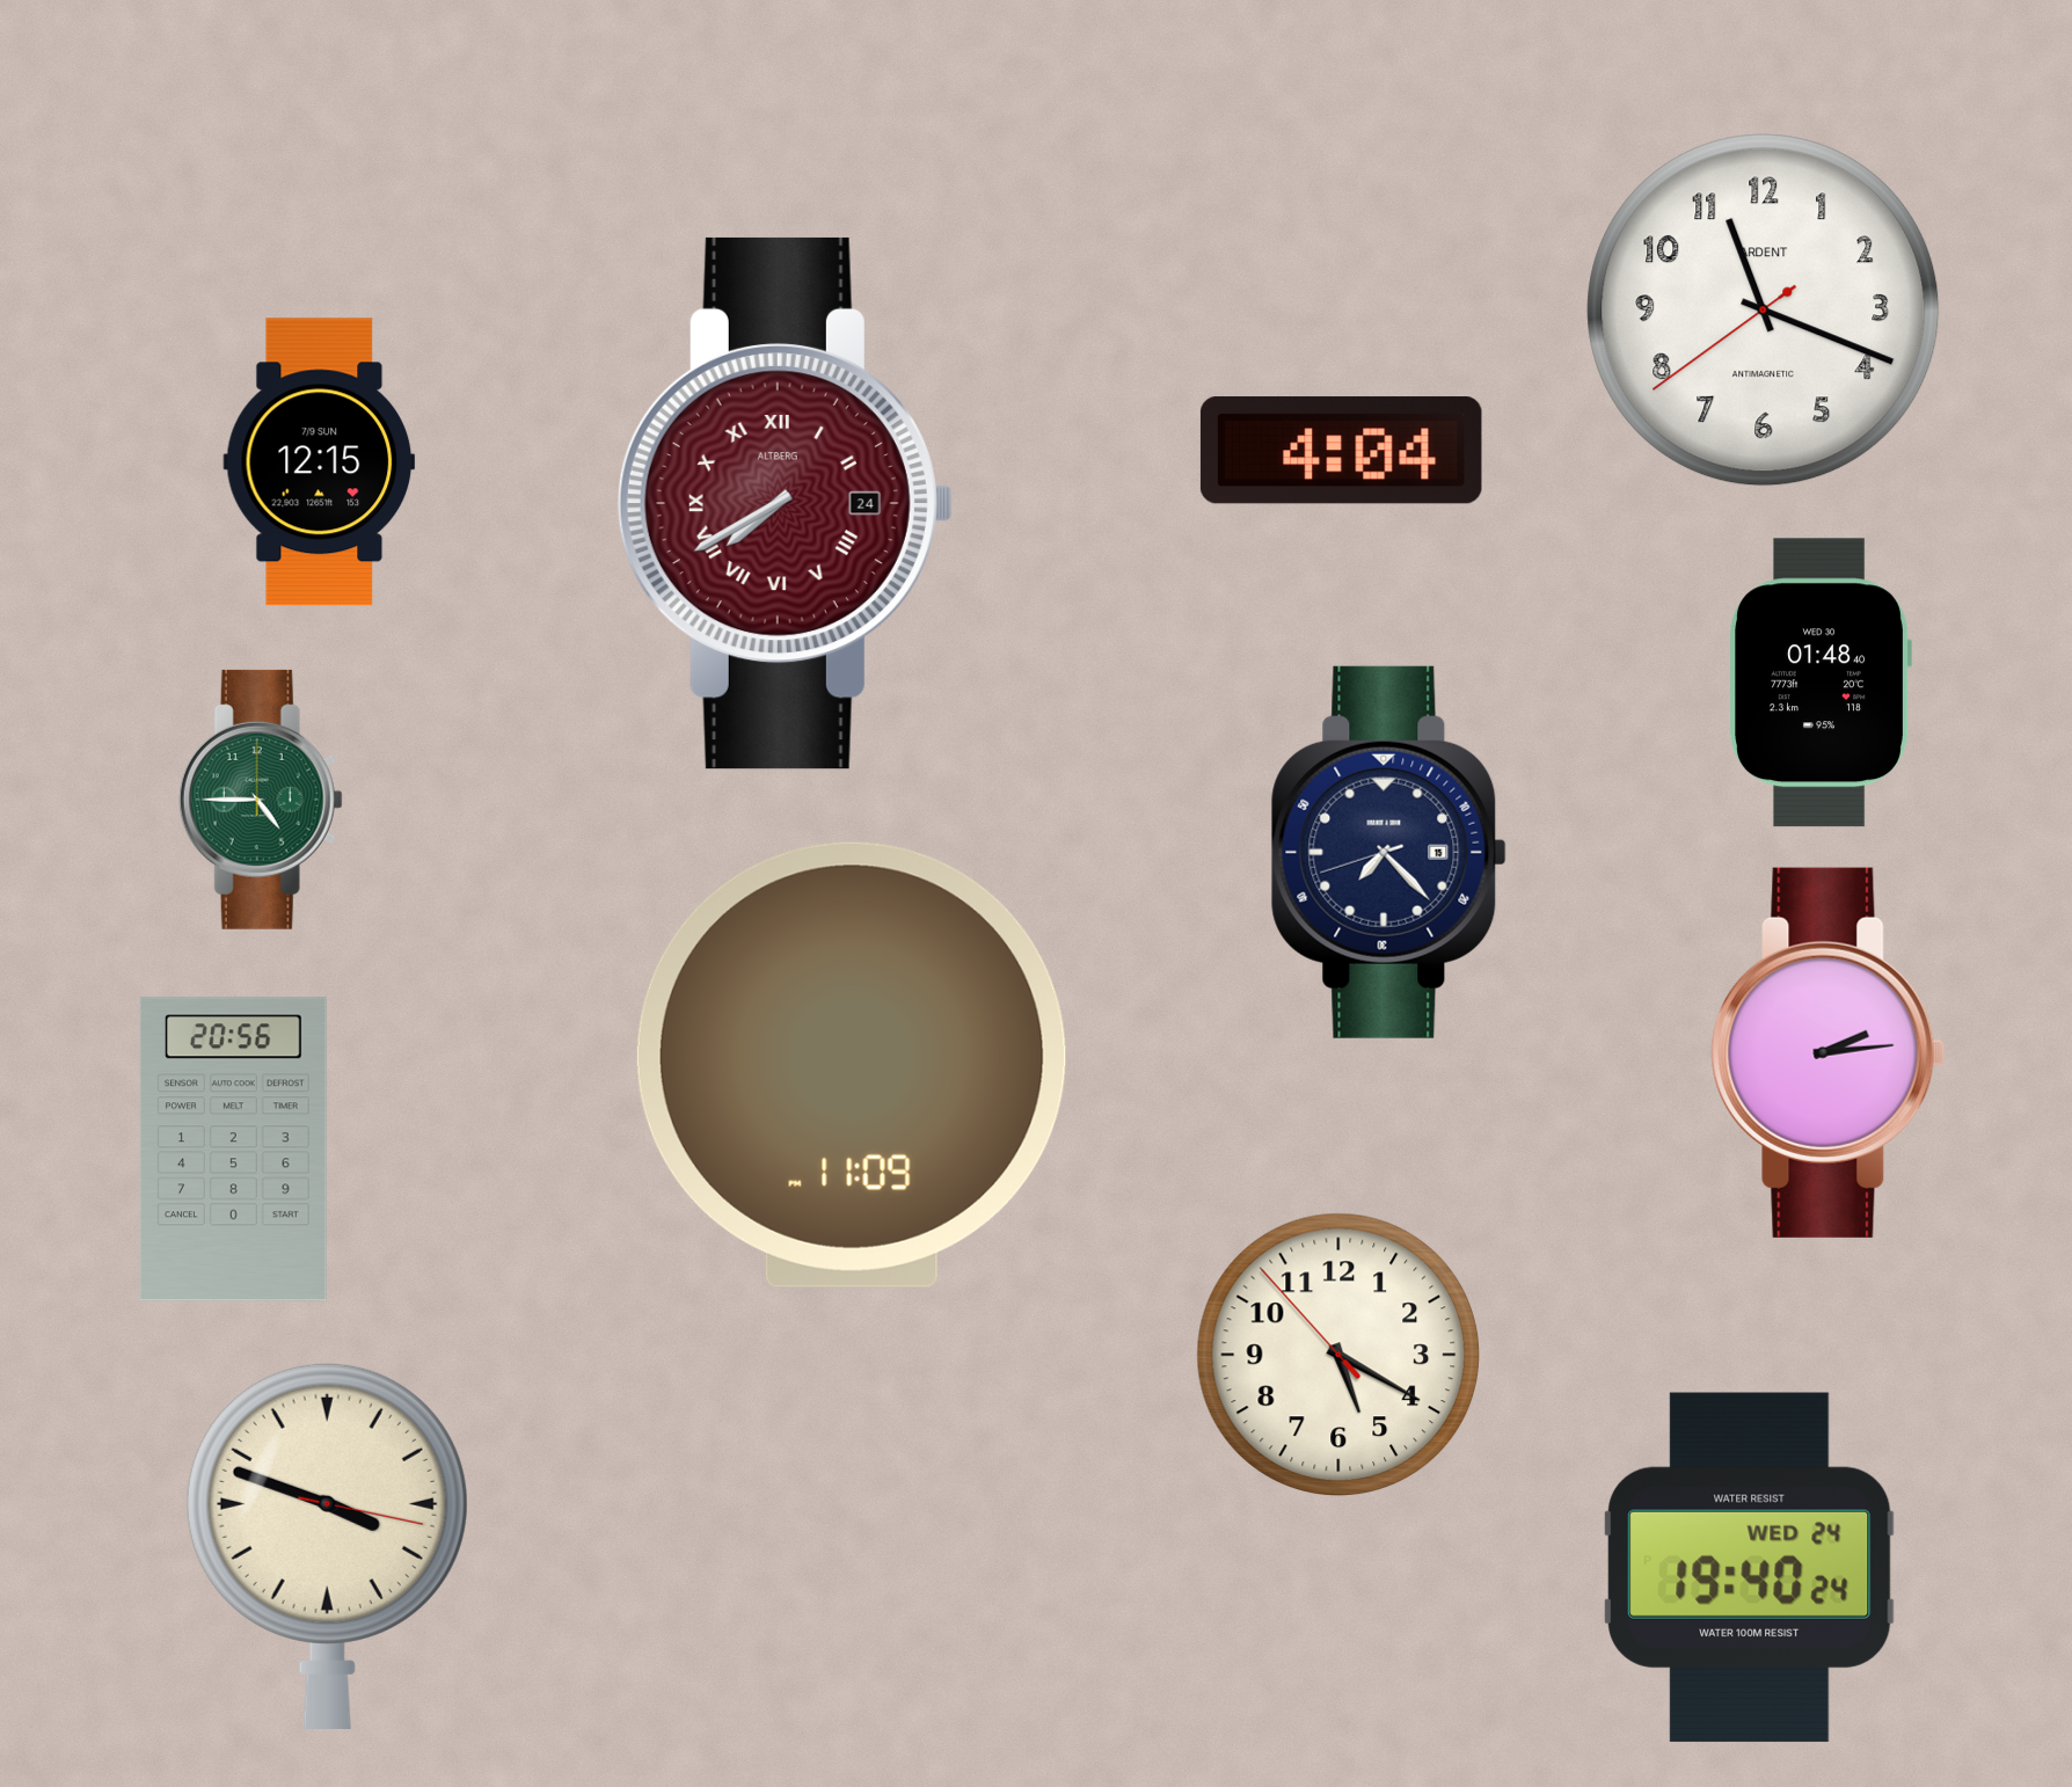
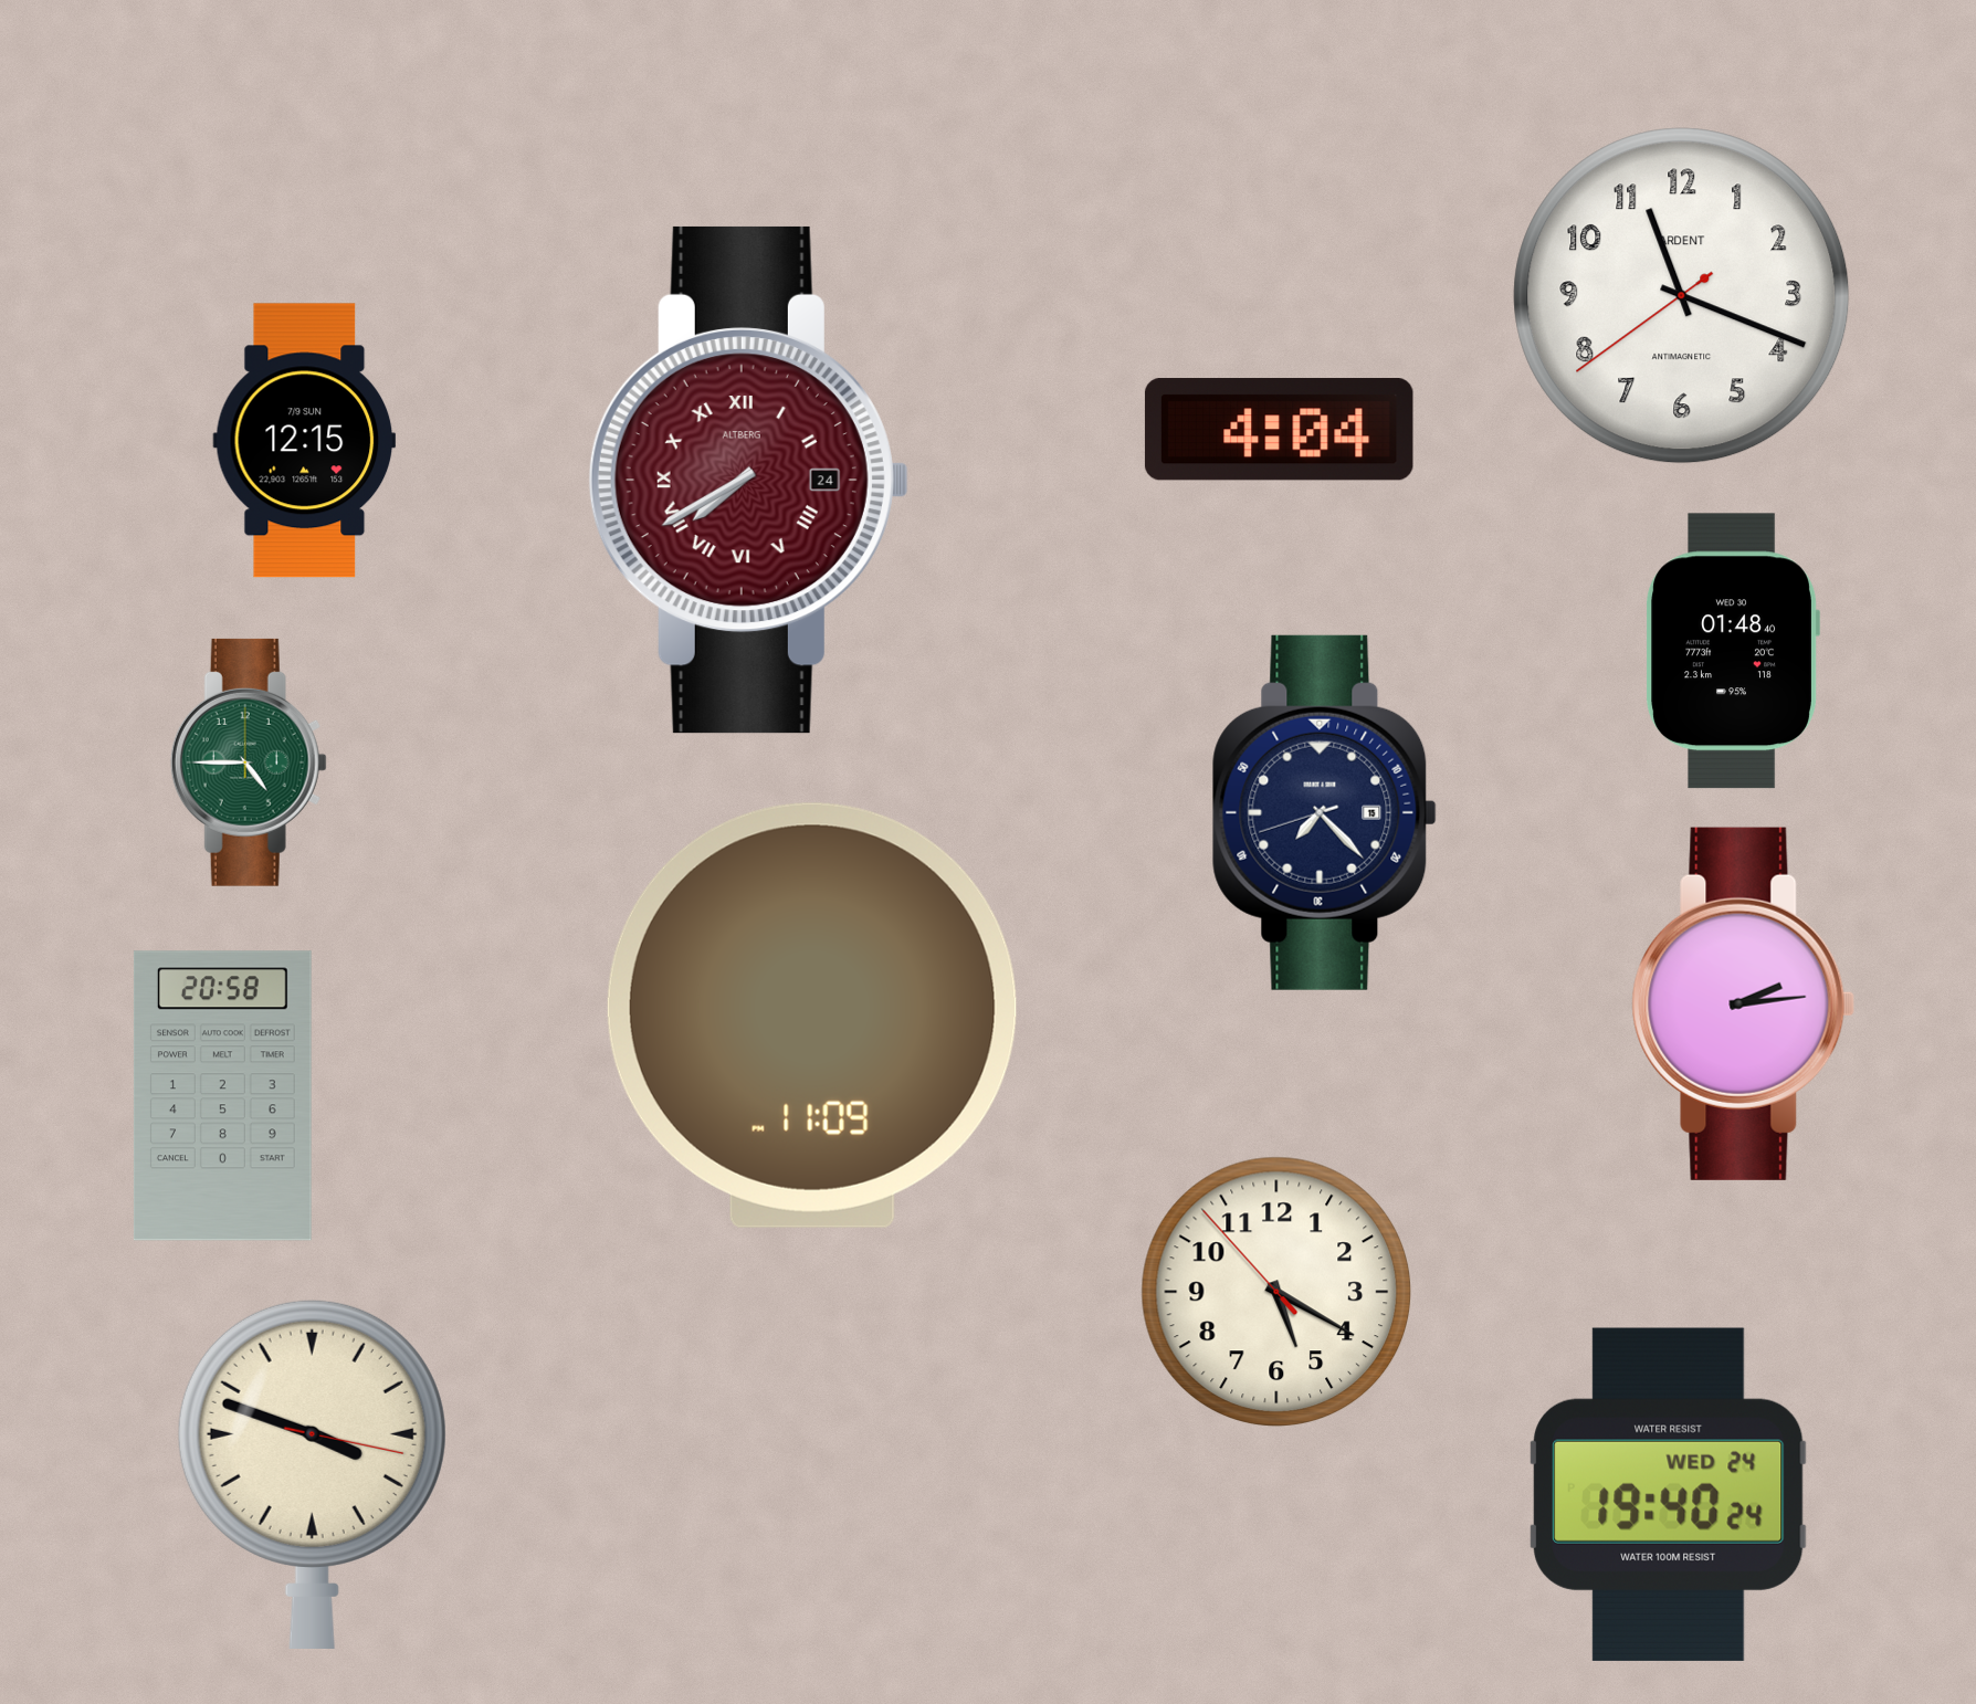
clock at (1821, 683) position: (1821, 683) -> (1733, 651)
clock at (233, 1150): 20:56 -> 20:58
